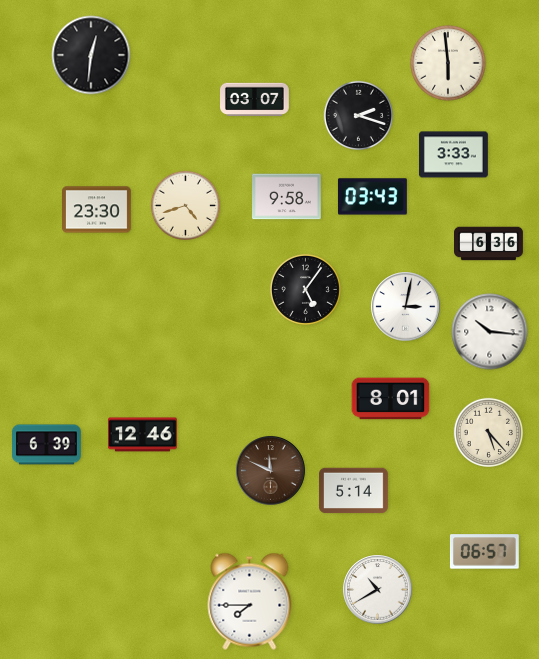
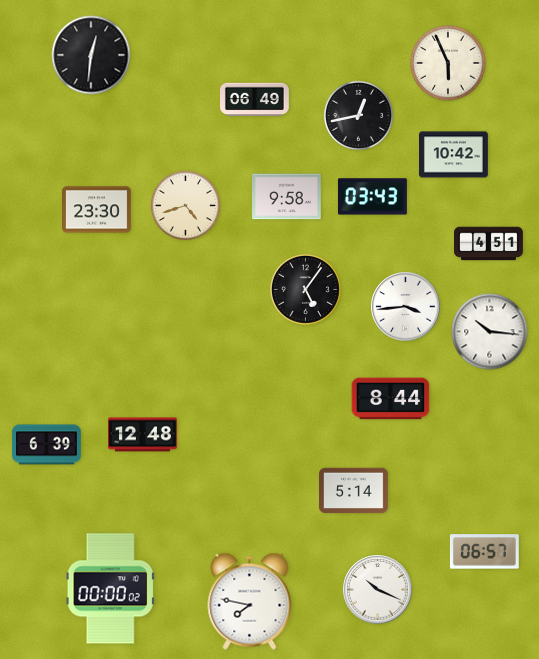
clock at (448, 63): 5:59 -> 5:56
clock at (255, 100): 03:07 -> 06:49
clock at (358, 115): 2:18 -> 12:43
clock at (454, 155): 3:33 -> 10:42
clock at (489, 244): 6:36 -> 4:51
clock at (406, 307): 3:02 -> 3:44
clock at (391, 399): 8:01 -> 8:44
clock at (488, 432): 5:23 -> none
clock at (143, 435): 12:46 -> 12:48
clock at (271, 471): 11:49 -> none
clock at (110, 589): none -> 00:00
clock at (378, 590): 10:40 -> 10:19
clock at (250, 601): 7:45 -> 7:47
